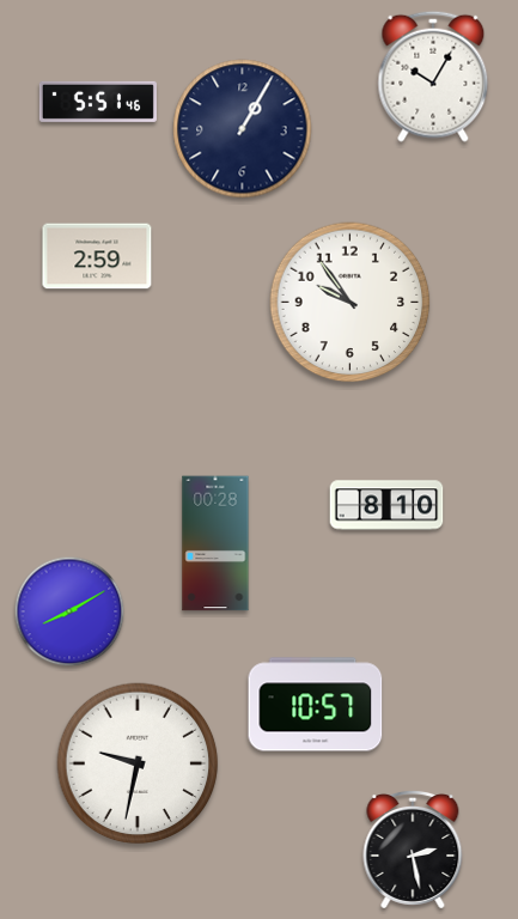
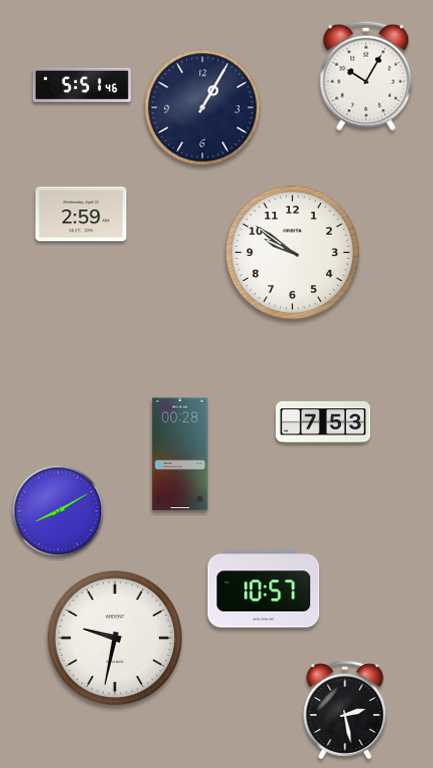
clock at (433, 77) position: (433, 77) -> (366, 76)
clock at (351, 303): 9:54 -> 9:51
clock at (386, 505): 8:10 -> 7:53
